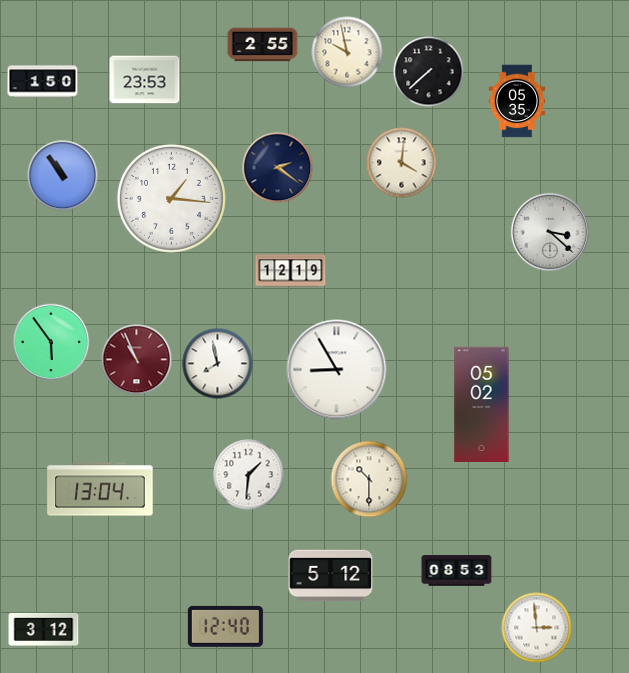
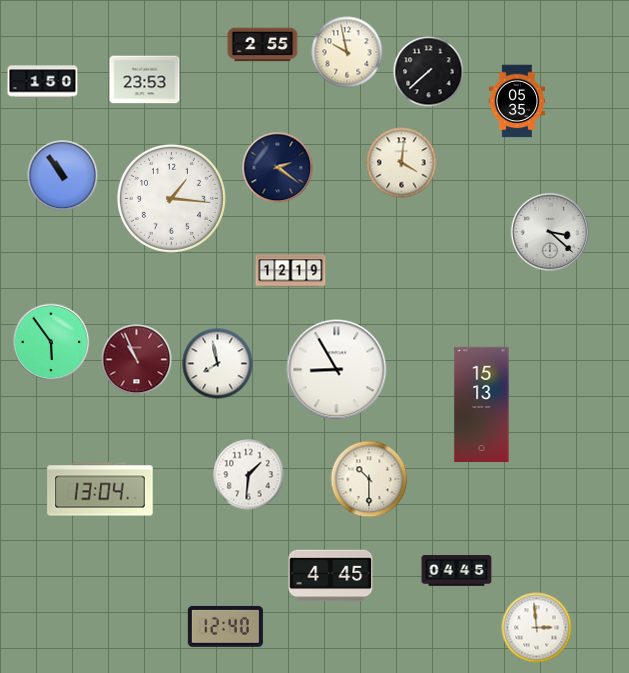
clock at (482, 404): 05:02 -> 15:13
clock at (457, 571): 08:53 -> 04:45
clock at (331, 576): 5:12 -> 4:45
clock at (44, 629): 3:12 -> none
